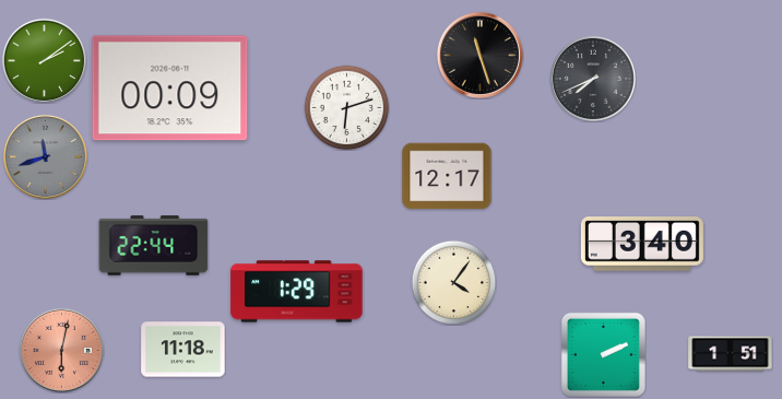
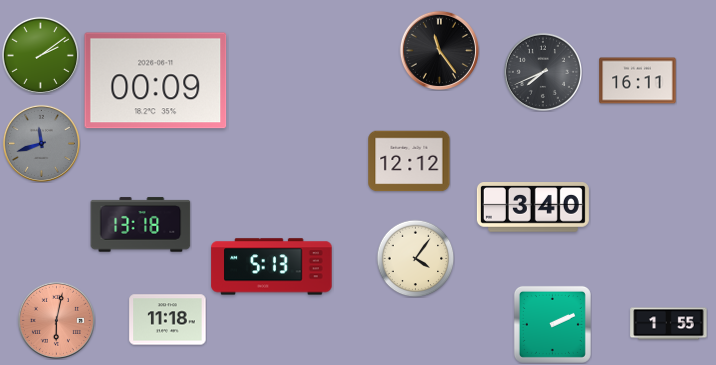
clock at (479, 55): 11:27 -> 11:24
clock at (638, 81): none -> 16:11
clock at (346, 107): 6:12 -> none
clock at (447, 176): 12:17 -> 12:12
clock at (642, 244) position: (642, 244) -> (533, 207)
clock at (154, 246): 22:44 -> 13:18
clock at (297, 292): 1:29 -> 5:13
clock at (731, 354): 1:51 -> 1:55
